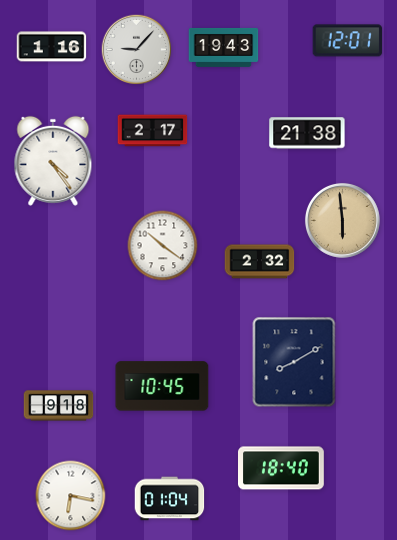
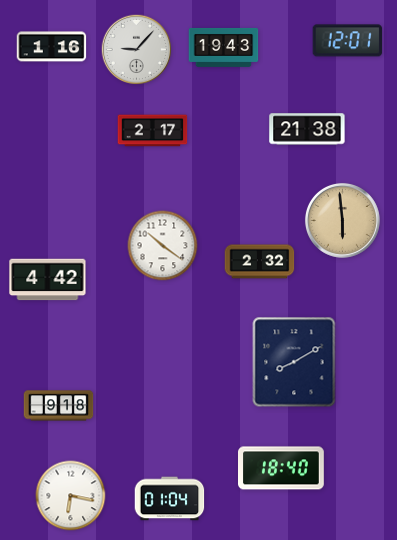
clock at (307, 133) position: (307, 133) -> (307, 129)
clock at (53, 161): 4:24 -> none
clock at (48, 280): none -> 4:42
clock at (162, 386): 10:45 -> none
